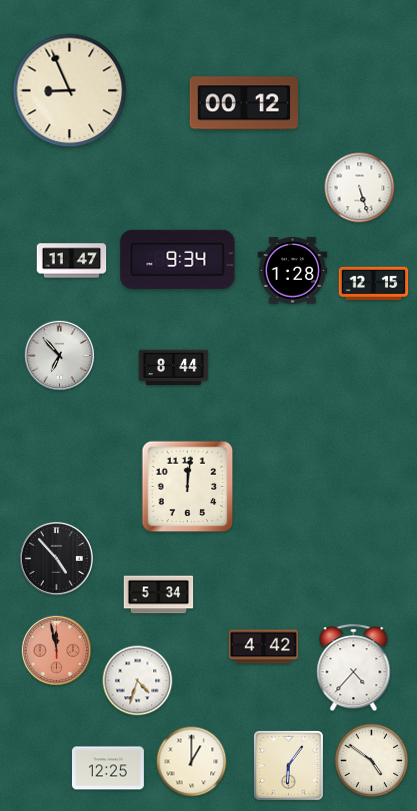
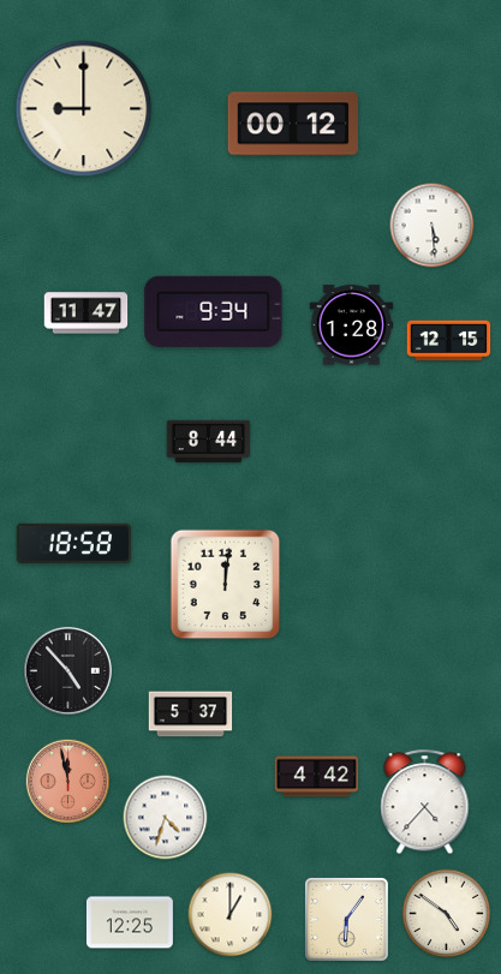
clock at (70, 91): 8:56 -> 9:00
clock at (360, 188): 5:27 -> 5:29
clock at (59, 355): 6:53 -> none
clock at (74, 543): none -> 18:58
clock at (159, 595): 5:34 -> 5:37
